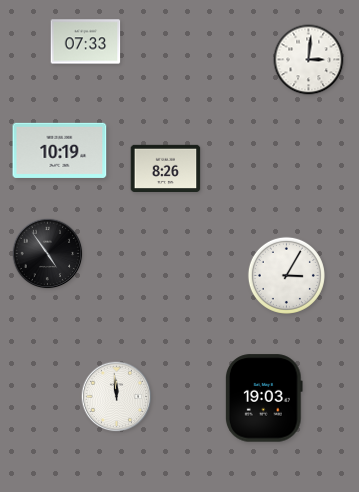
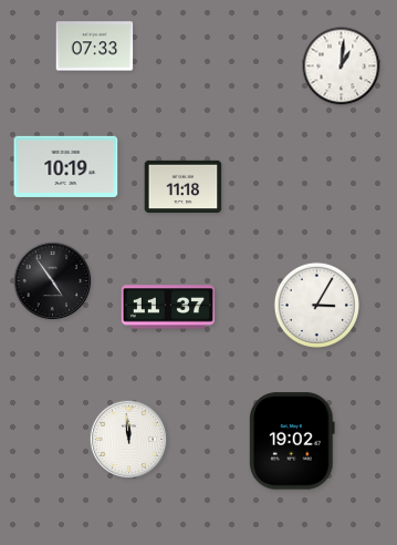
clock at (309, 60): 3:01 -> 1:01
clock at (166, 169): 8:26 -> 11:18
clock at (168, 307): none -> 11:37
clock at (264, 398): 19:03 -> 19:02
